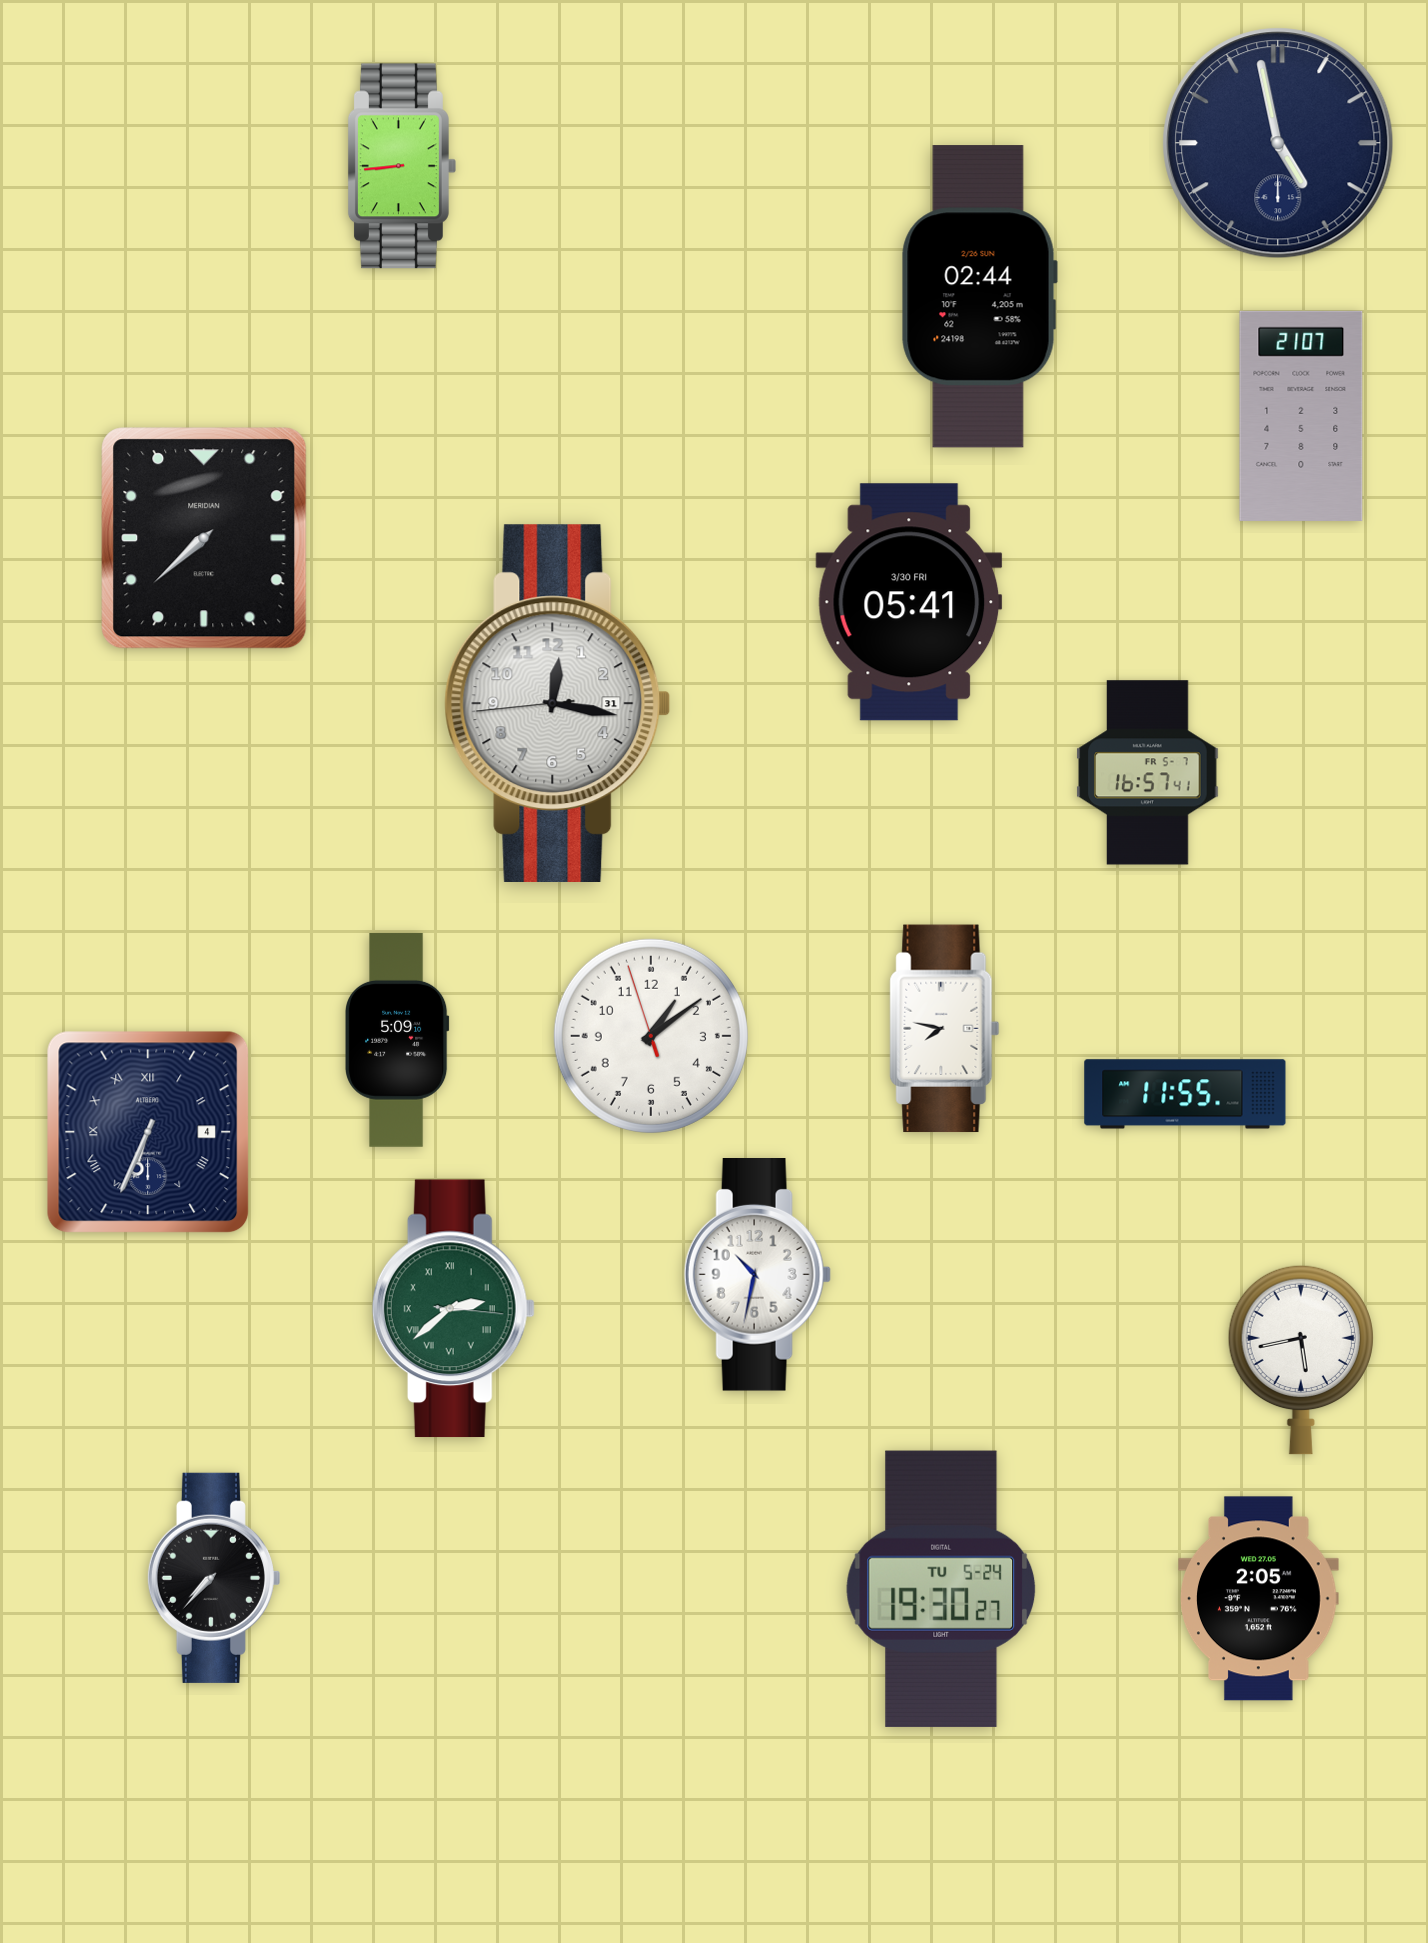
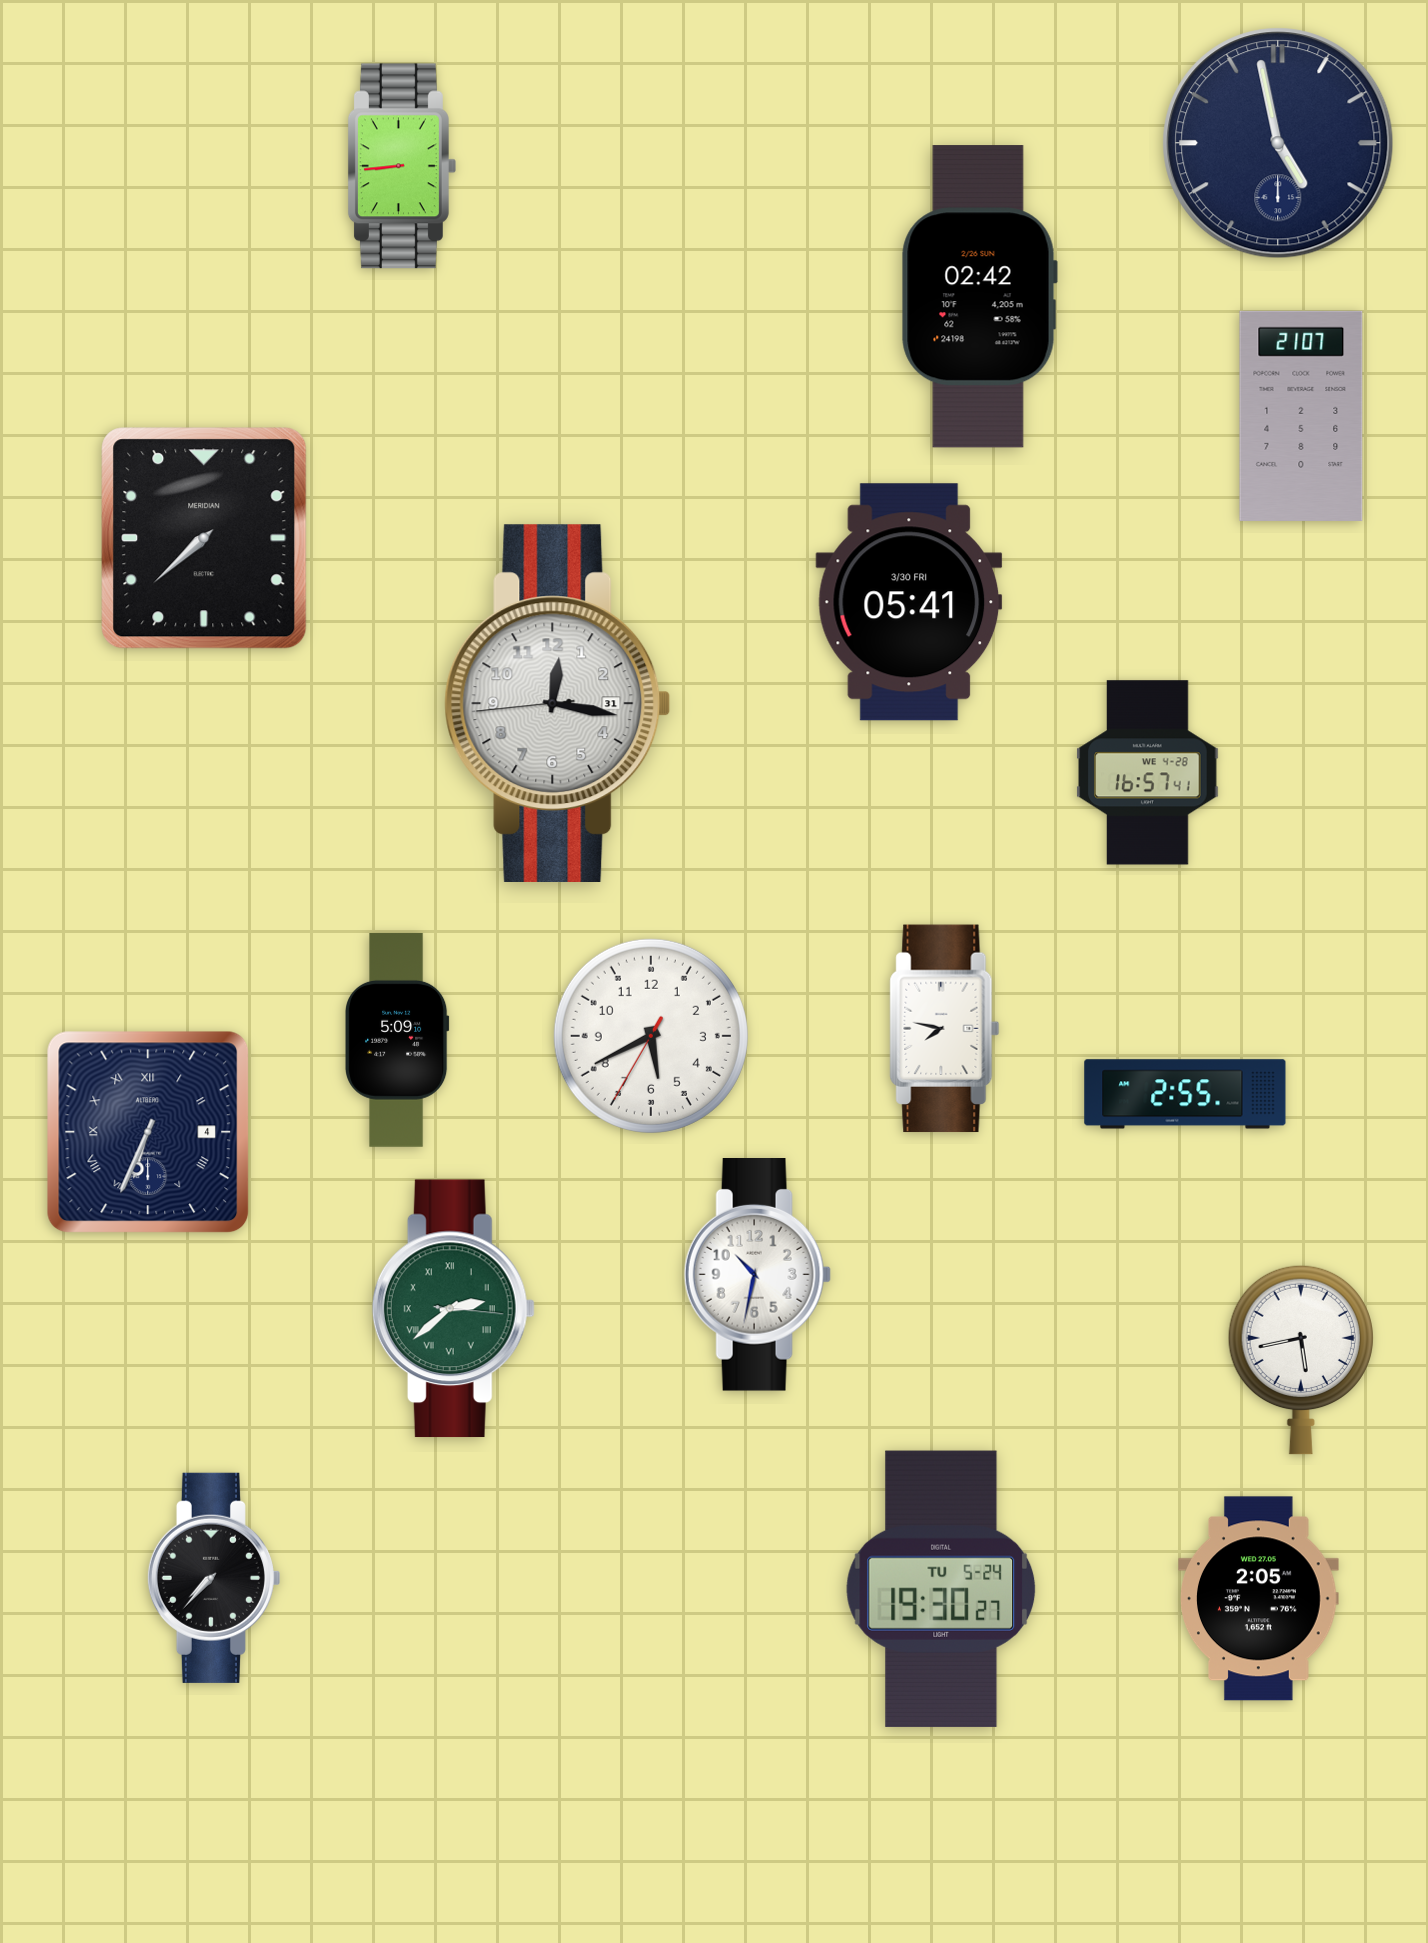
clock at (979, 297): 02:44 -> 02:42
clock at (1148, 773) date: FR 5-7 -> WE 4-28
clock at (651, 1036): 1:08 -> 5:40
clock at (1185, 1094): 11:55 -> 2:55
